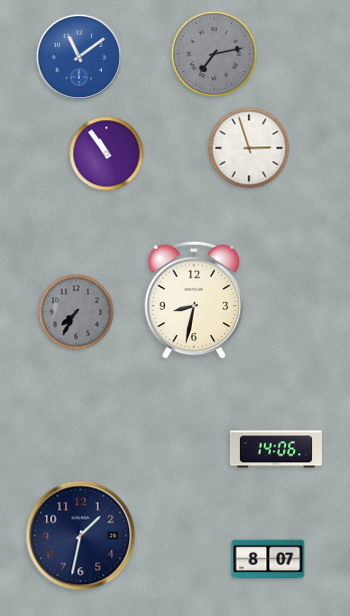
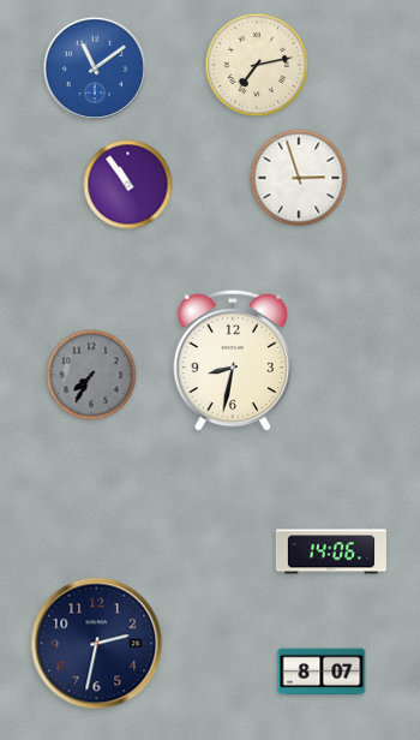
clock at (214, 54) dial: grey -> cream
clock at (276, 449) position: (276, 449) -> (331, 551)
clock at (81, 536): 1:32 -> 2:32
